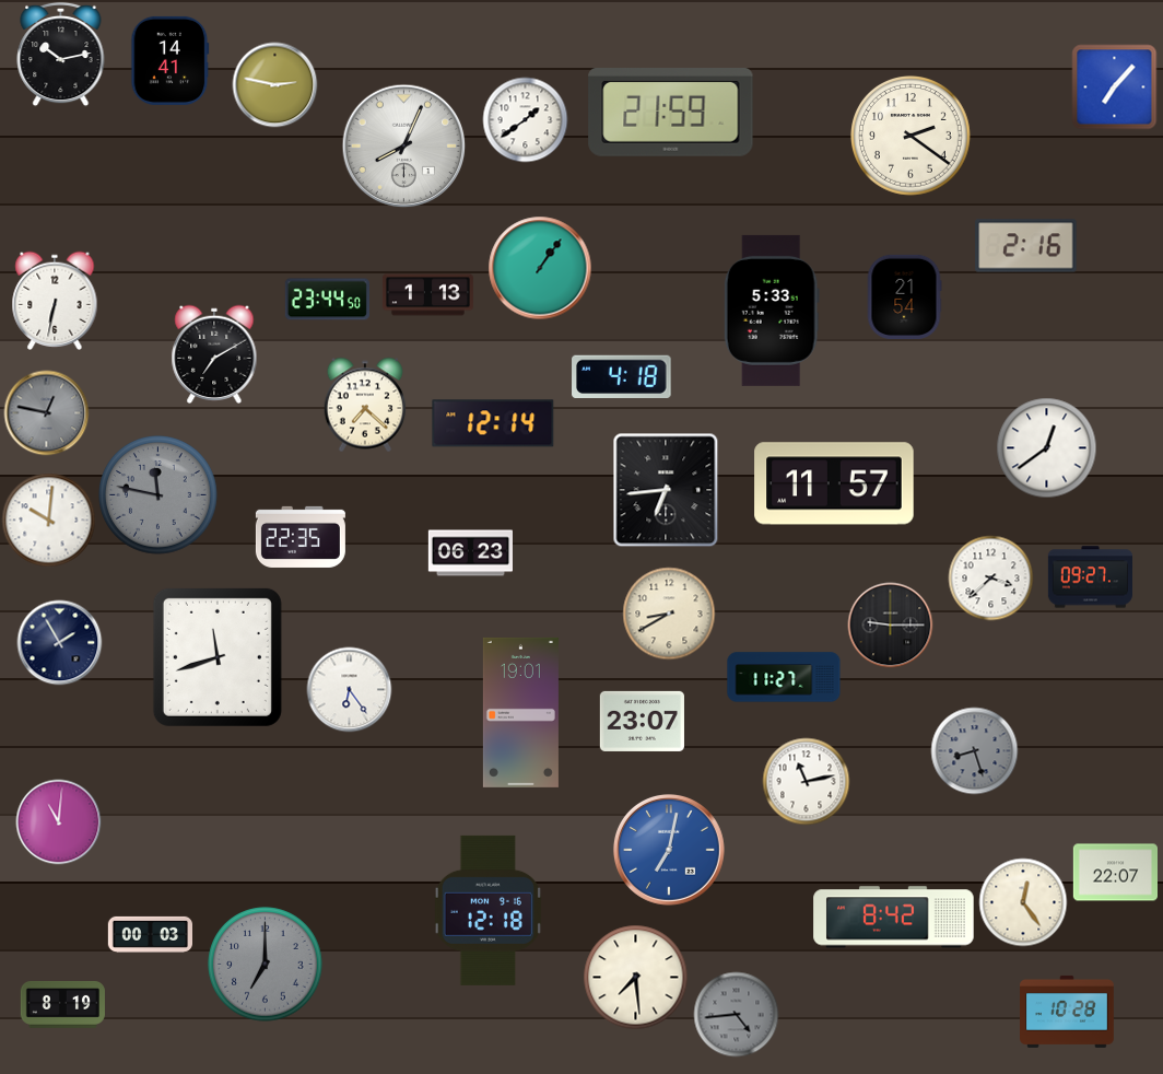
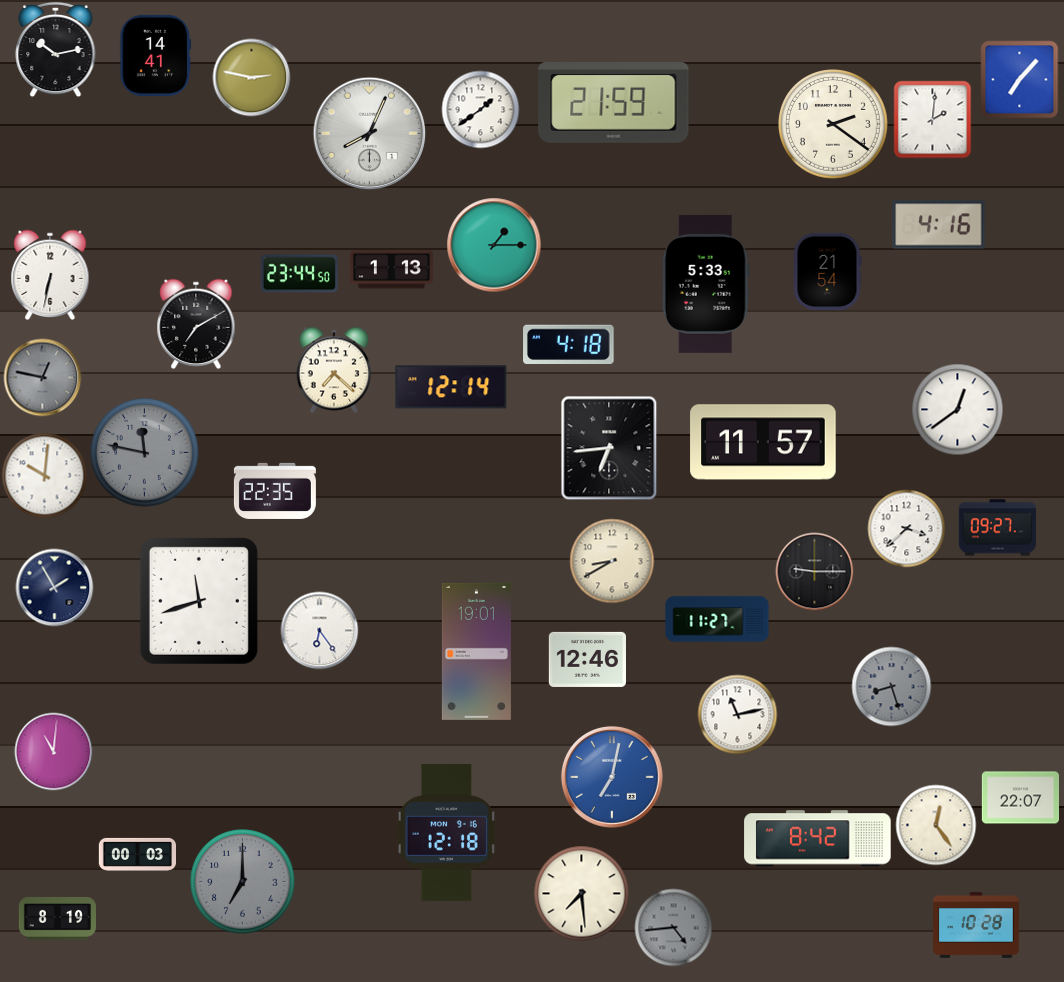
clock at (932, 119): none -> 2:01
clock at (1026, 246): 2:16 -> 4:16
clock at (540, 268): 1:06 -> 1:15
clock at (470, 553): 06:23 -> none
clock at (642, 721): 23:07 -> 12:46
